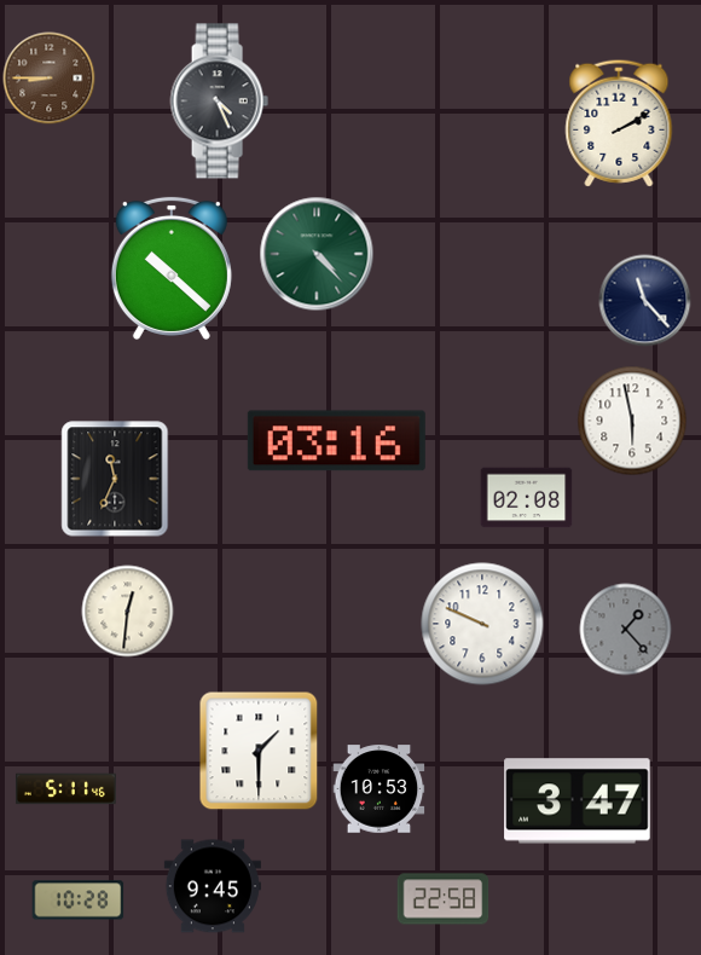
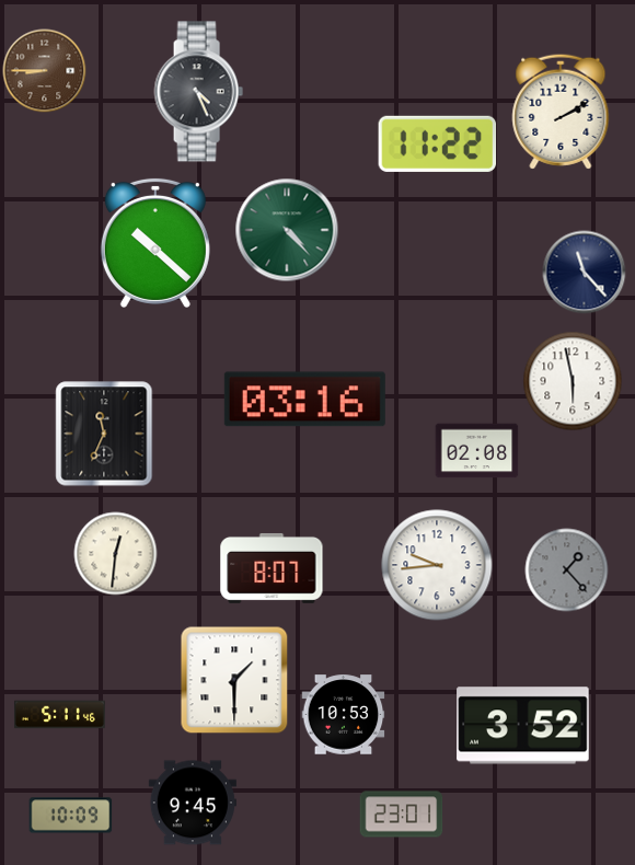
clock at (438, 143): none -> 11:22
clock at (482, 624): 9:49 -> 9:44
clock at (272, 568): none -> 8:07
clock at (578, 801): 3:47 -> 3:52
clock at (444, 899): 22:58 -> 23:01
clock at (79, 901): 10:28 -> 10:09
